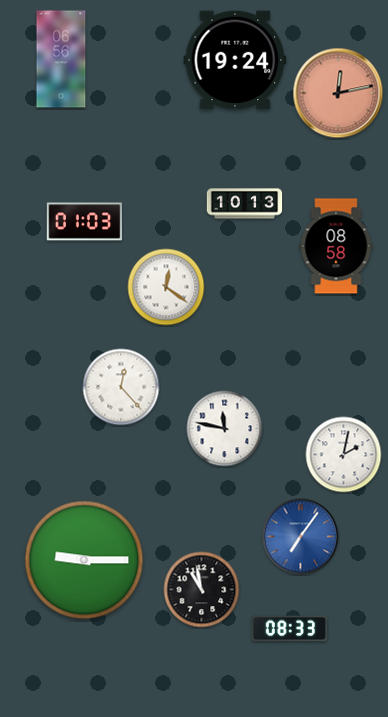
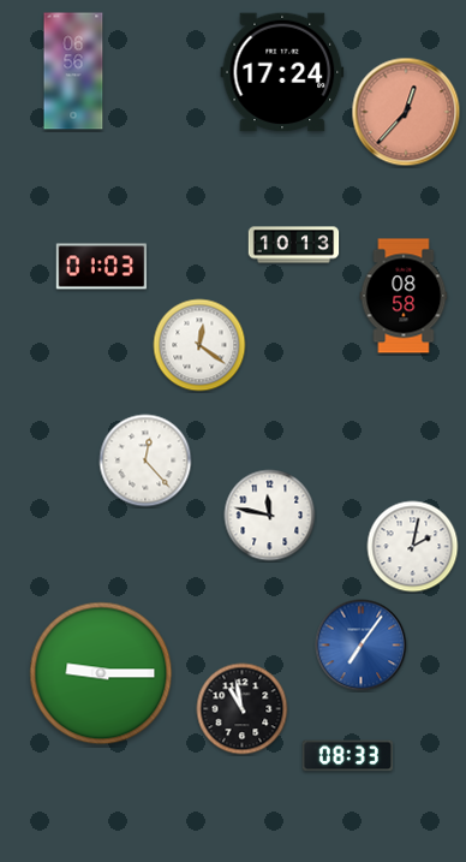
clock at (235, 60): 19:24 -> 17:24
clock at (338, 93): 12:13 -> 12:37
clock at (121, 387) position: (121, 387) -> (145, 460)
